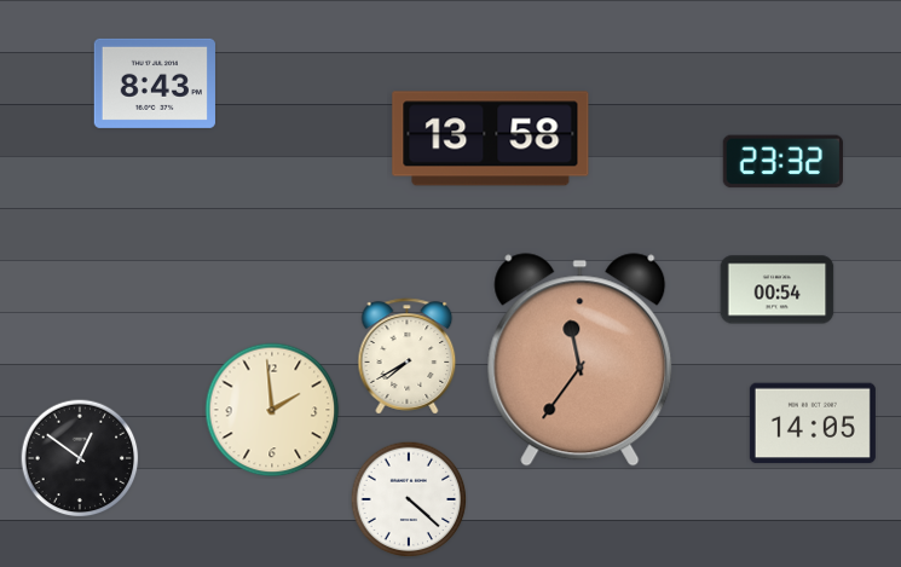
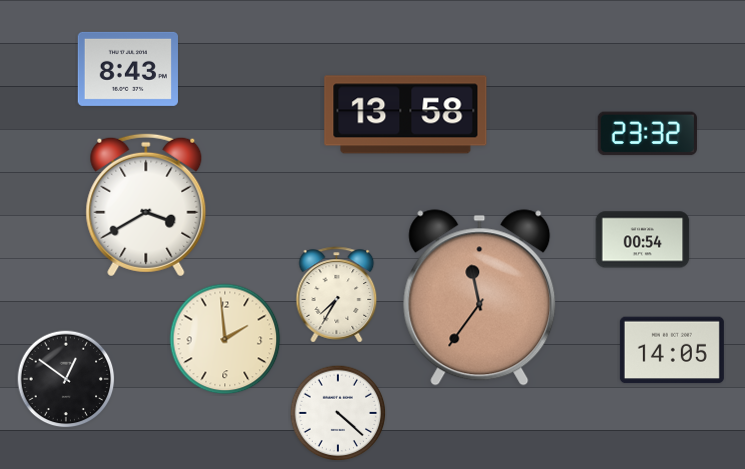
clock at (146, 205): none -> 3:40
clock at (408, 357): 7:40 -> 7:35
